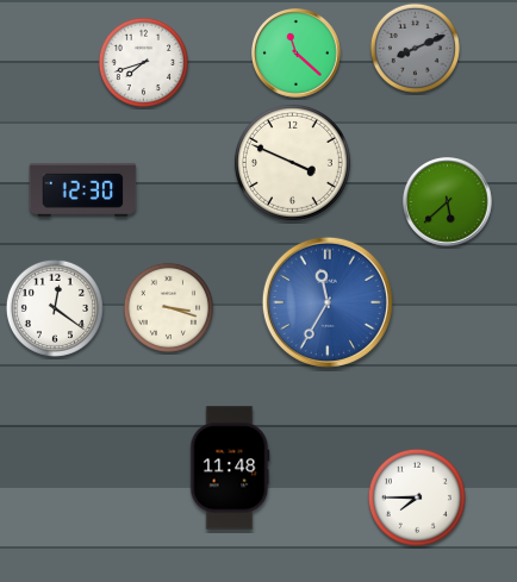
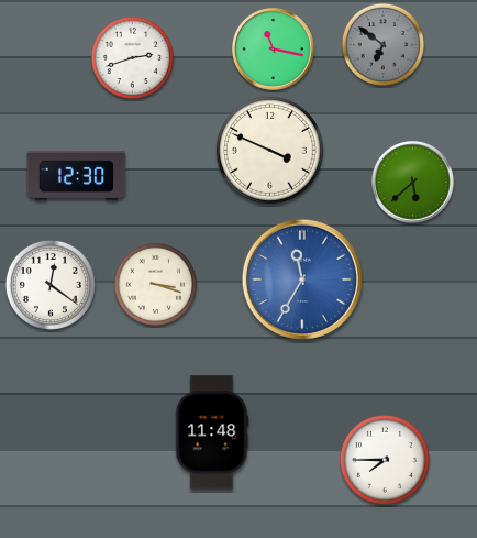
clock at (415, 48): 8:11 -> 6:51
clock at (297, 54): 11:22 -> 11:17
clock at (143, 62): 7:42 -> 2:42
clock at (448, 202) position: (448, 202) -> (413, 183)
